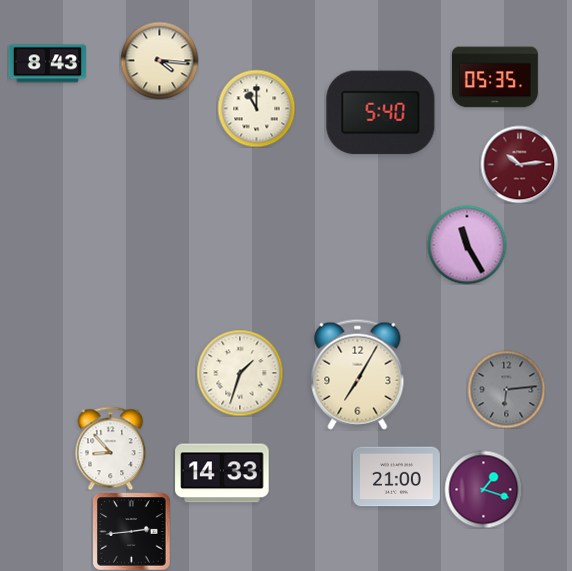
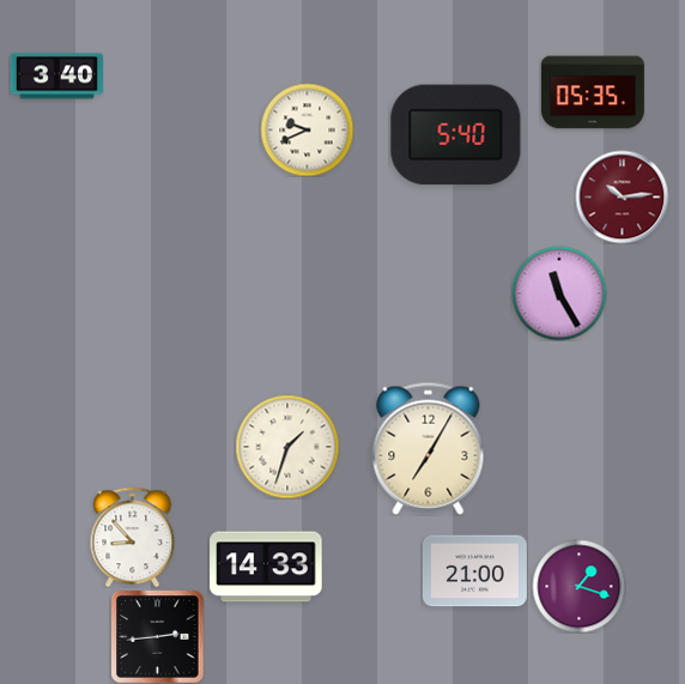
clock at (159, 60): 4:16 -> none
clock at (47, 64): 8:43 -> 3:40
clock at (256, 108): 11:00 -> 9:41
clock at (506, 389): 6:14 -> none
